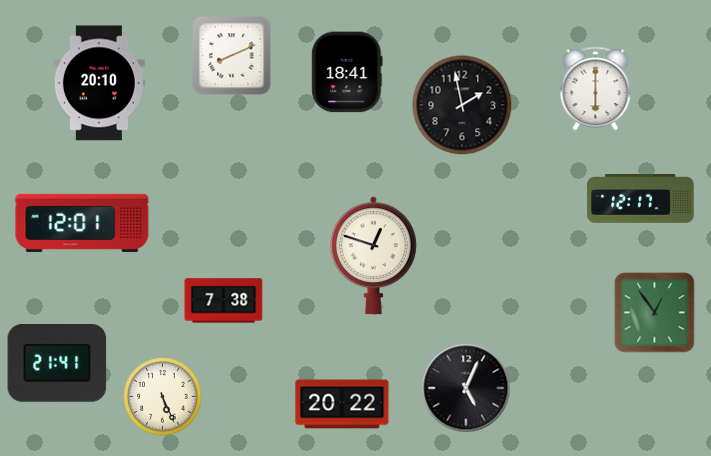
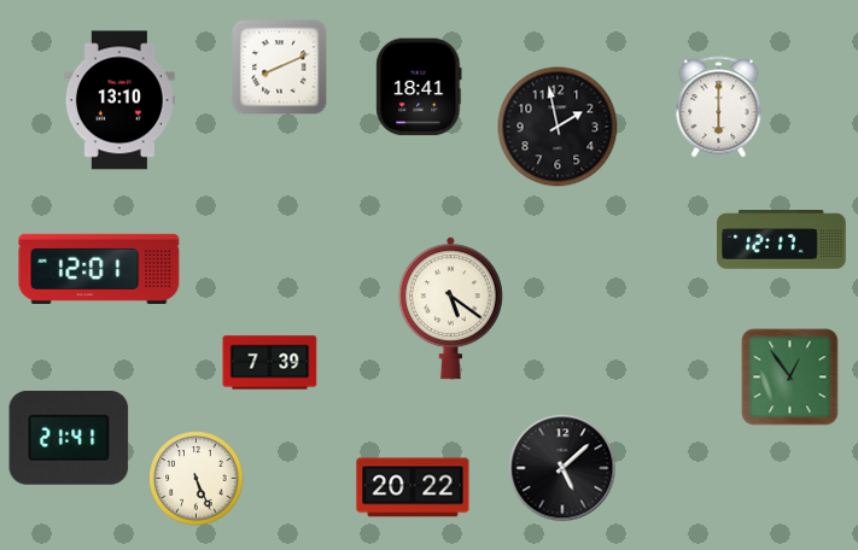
clock at (99, 83): 20:10 -> 13:10
clock at (641, 199) position: (641, 199) -> (782, 240)
clock at (373, 256): 12:48 -> 5:21
clock at (224, 301): 7:38 -> 7:39
clock at (466, 388): 5:04 -> 5:08
